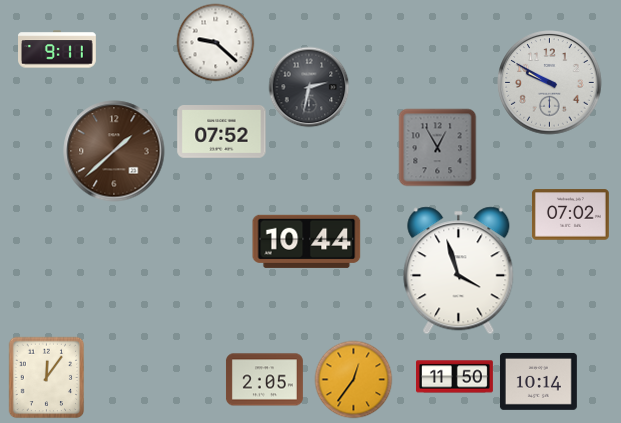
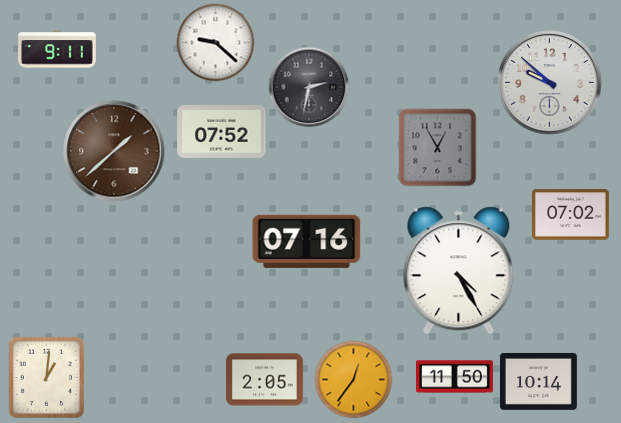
clock at (550, 83): 9:50 -> 9:52
clock at (307, 241): 10:44 -> 07:16
clock at (459, 271): 3:57 -> 4:25
clock at (47, 377): 12:06 -> 1:01
